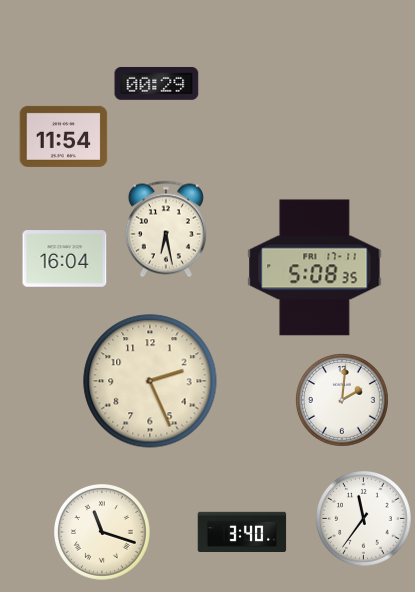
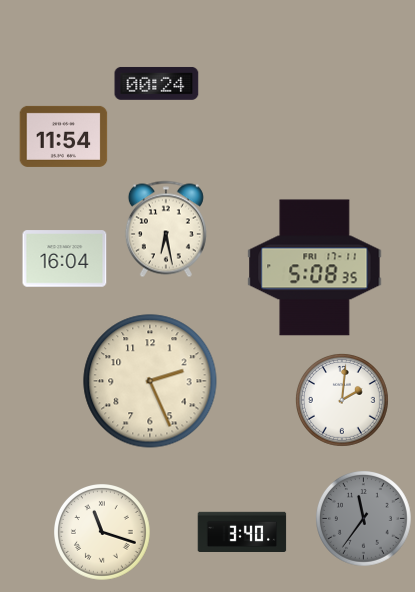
clock at (157, 83): 00:29 -> 00:24
clock at (364, 519) dial: white -> grey
